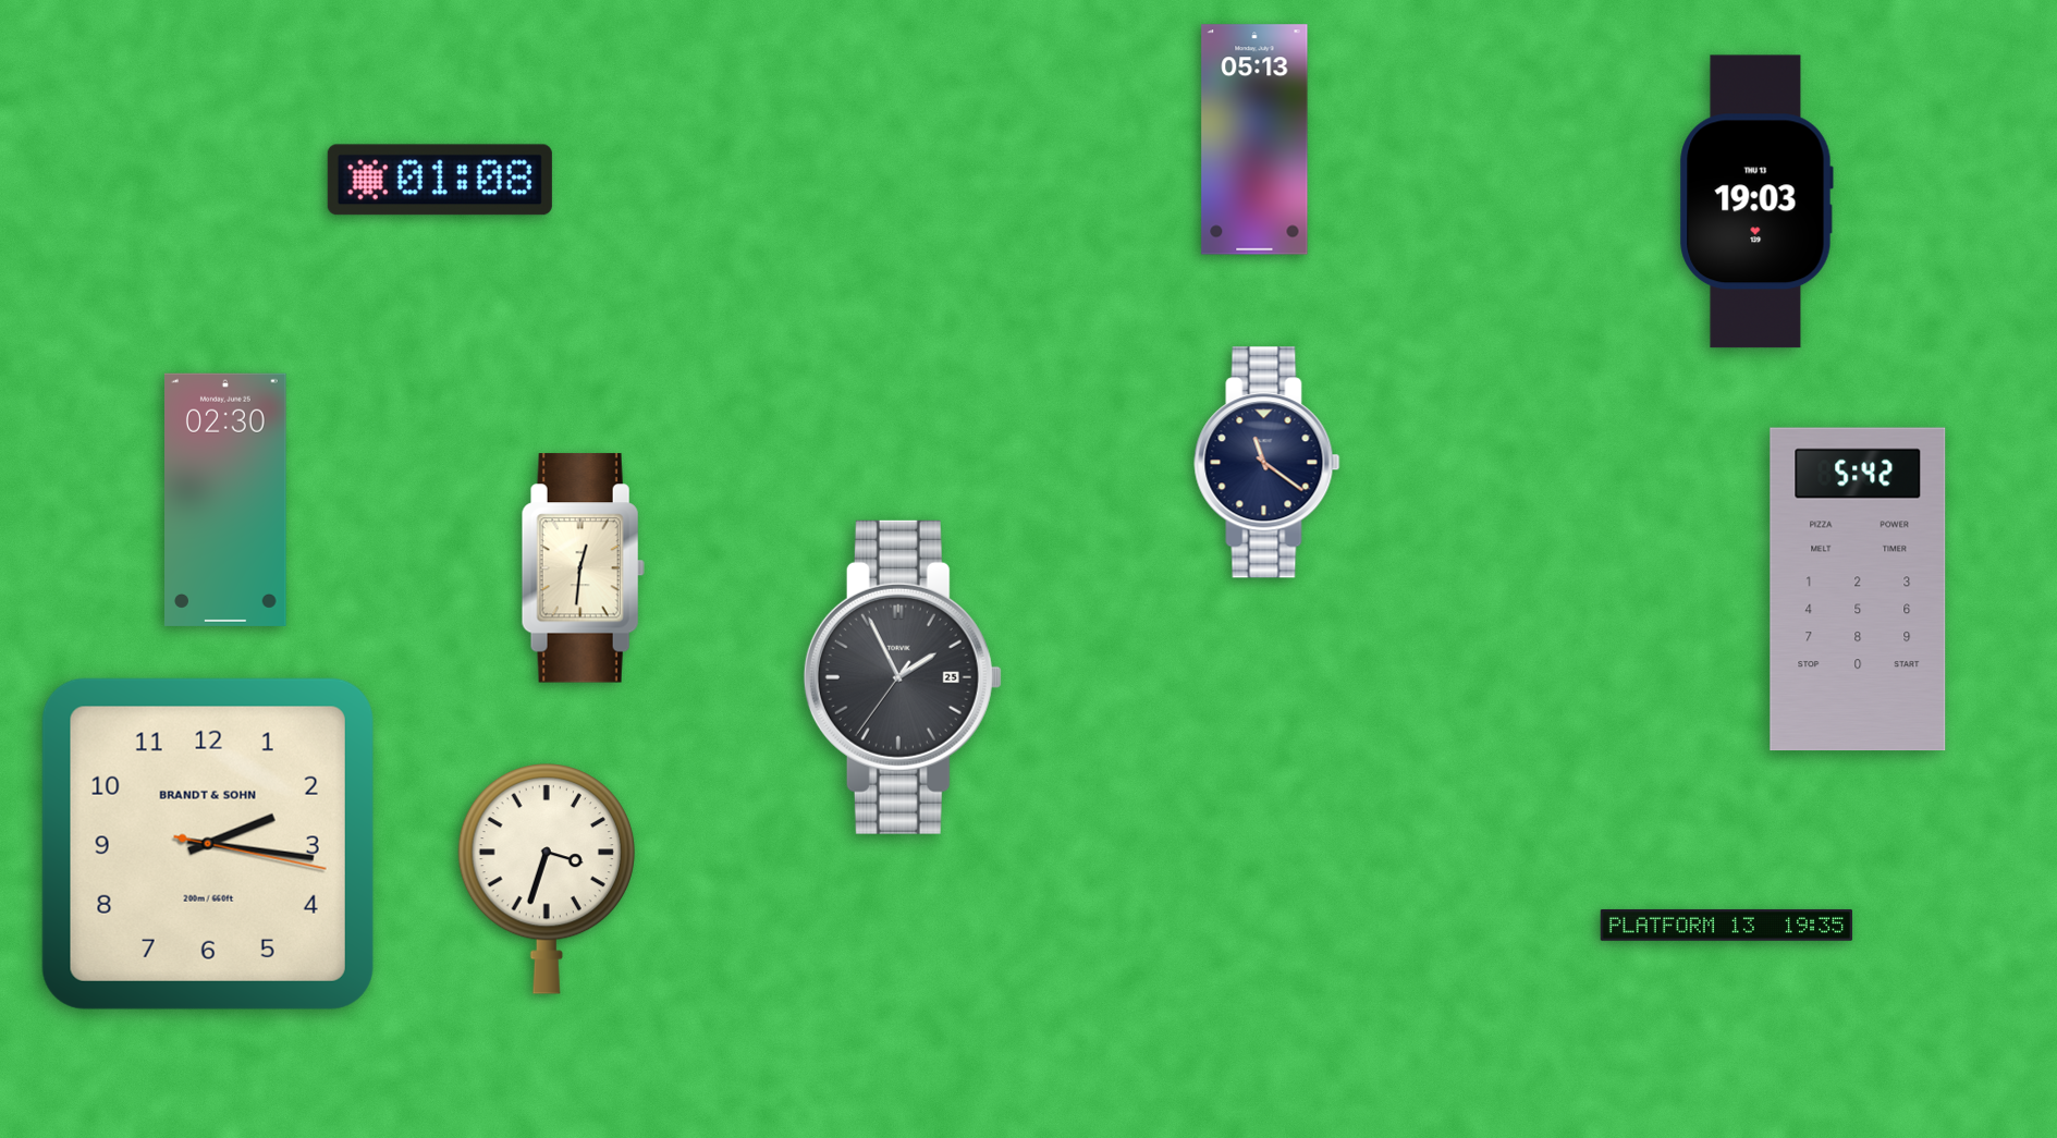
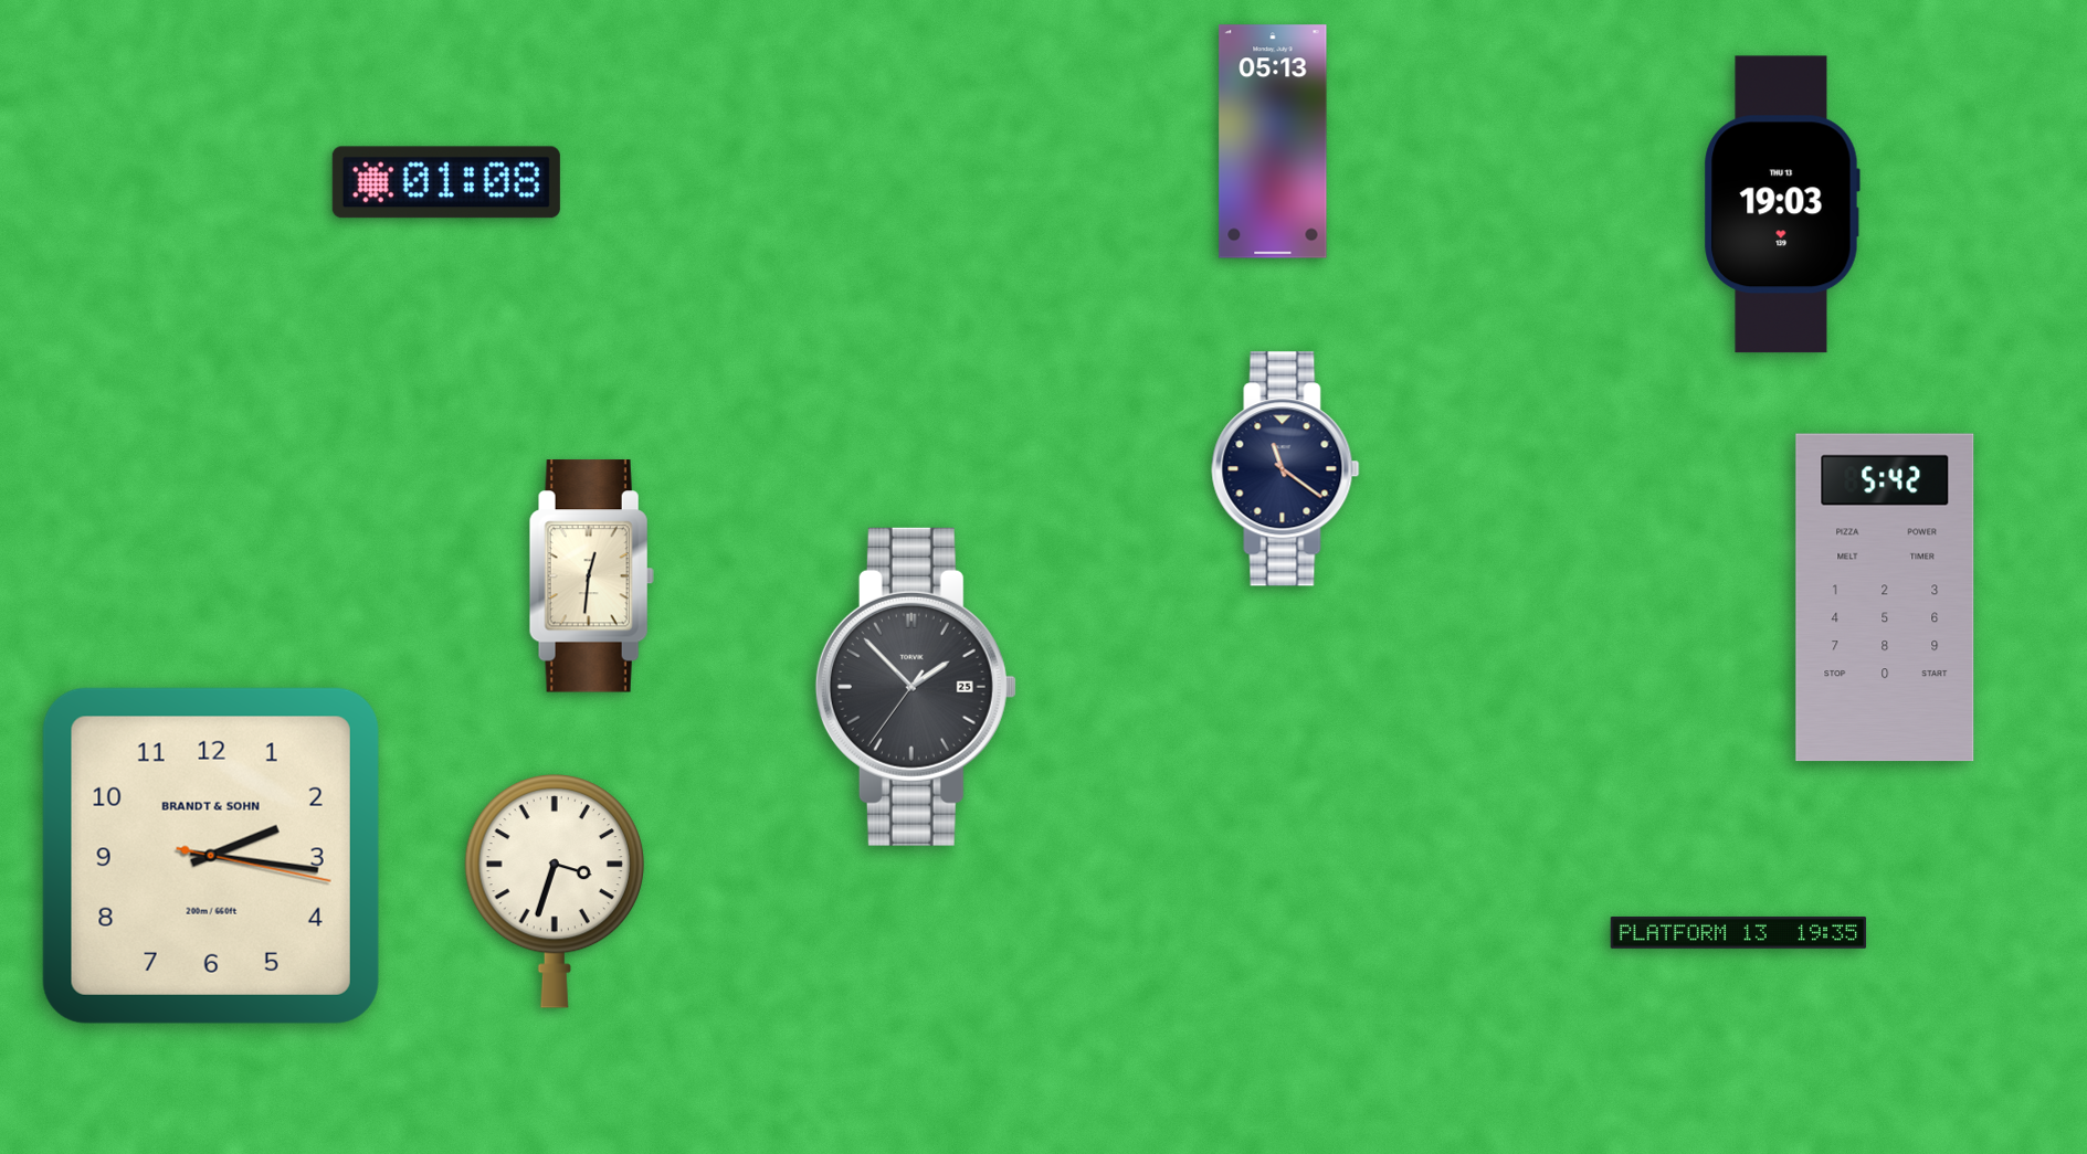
clock at (226, 500): 02:30 -> none
clock at (903, 677): 1:55 -> 1:52
clock at (1727, 925) position: (1727, 925) -> (1739, 932)
